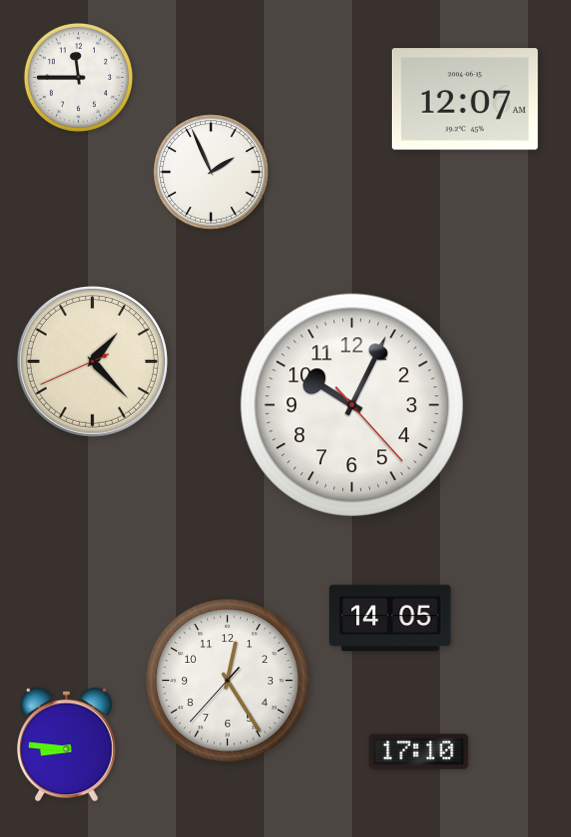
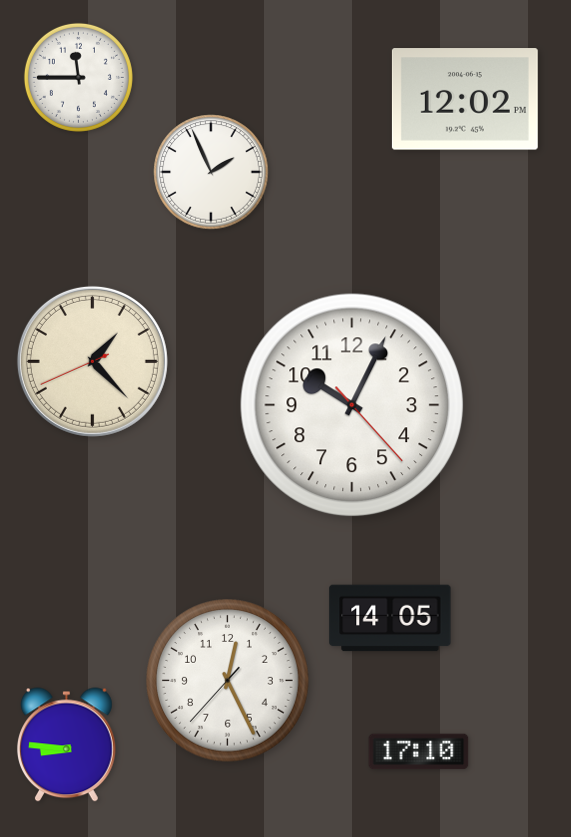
clock at (465, 99): 12:07 -> 12:02
clock at (228, 681): 12:24 -> 12:25
